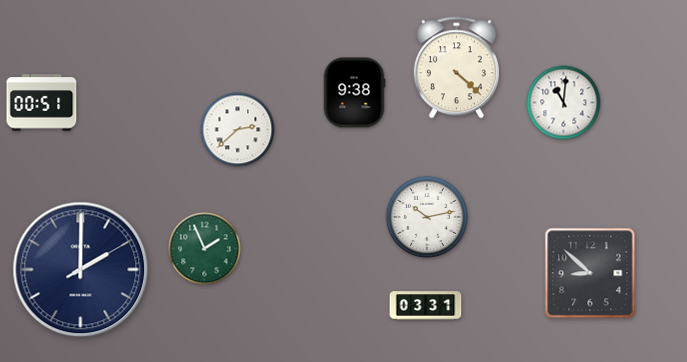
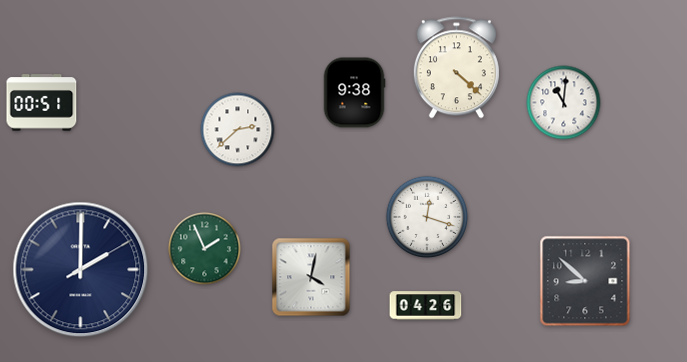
clock at (427, 217): 10:13 -> 12:18
clock at (590, 273) position: (590, 273) -> (585, 281)
clock at (311, 277): none -> 4:02
clock at (426, 306): 03:31 -> 04:26
